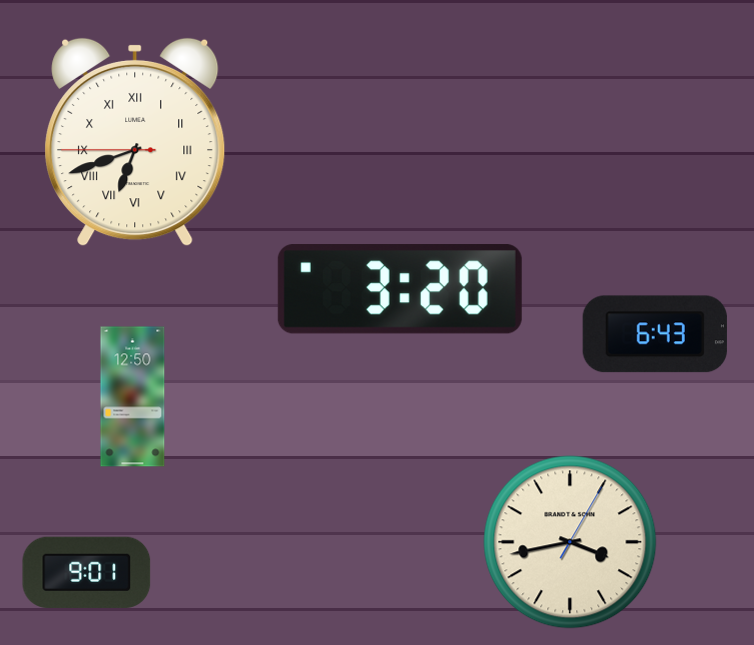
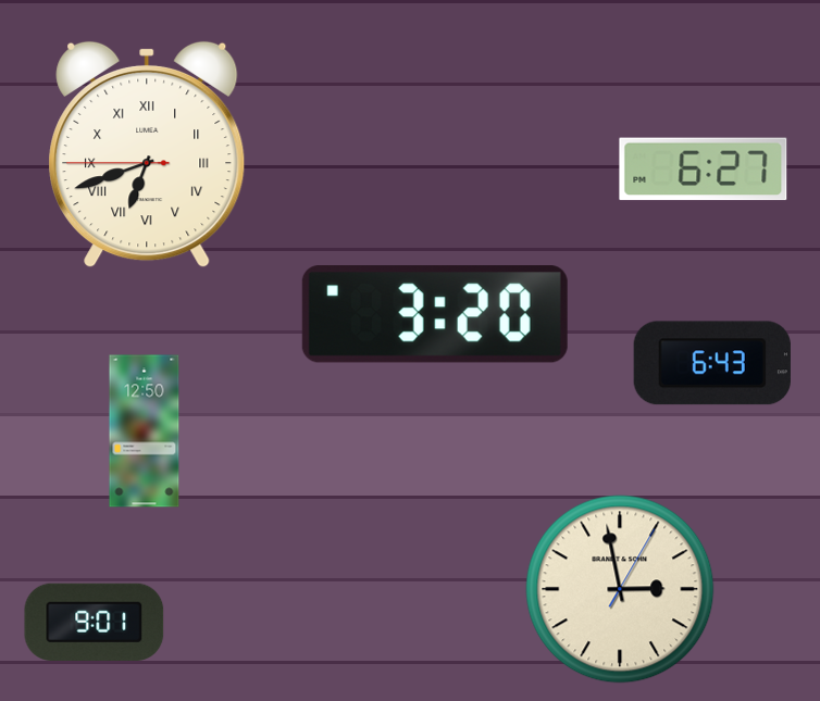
clock at (704, 170): none -> 6:27
clock at (570, 542): 3:43 -> 2:58
